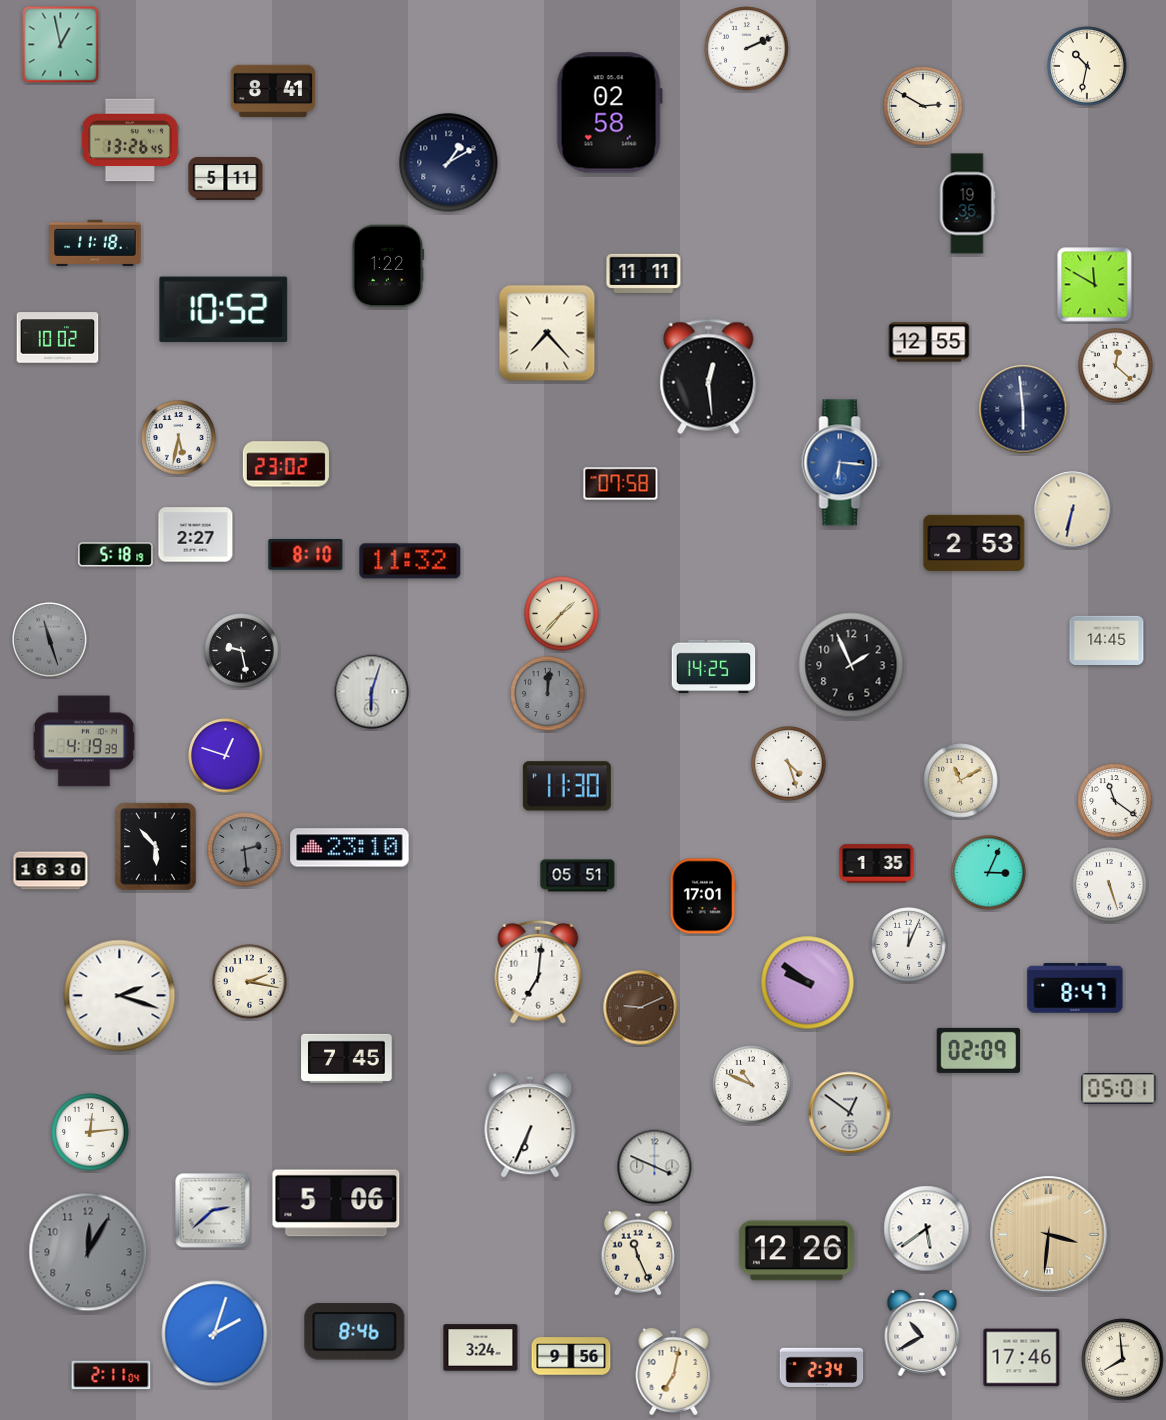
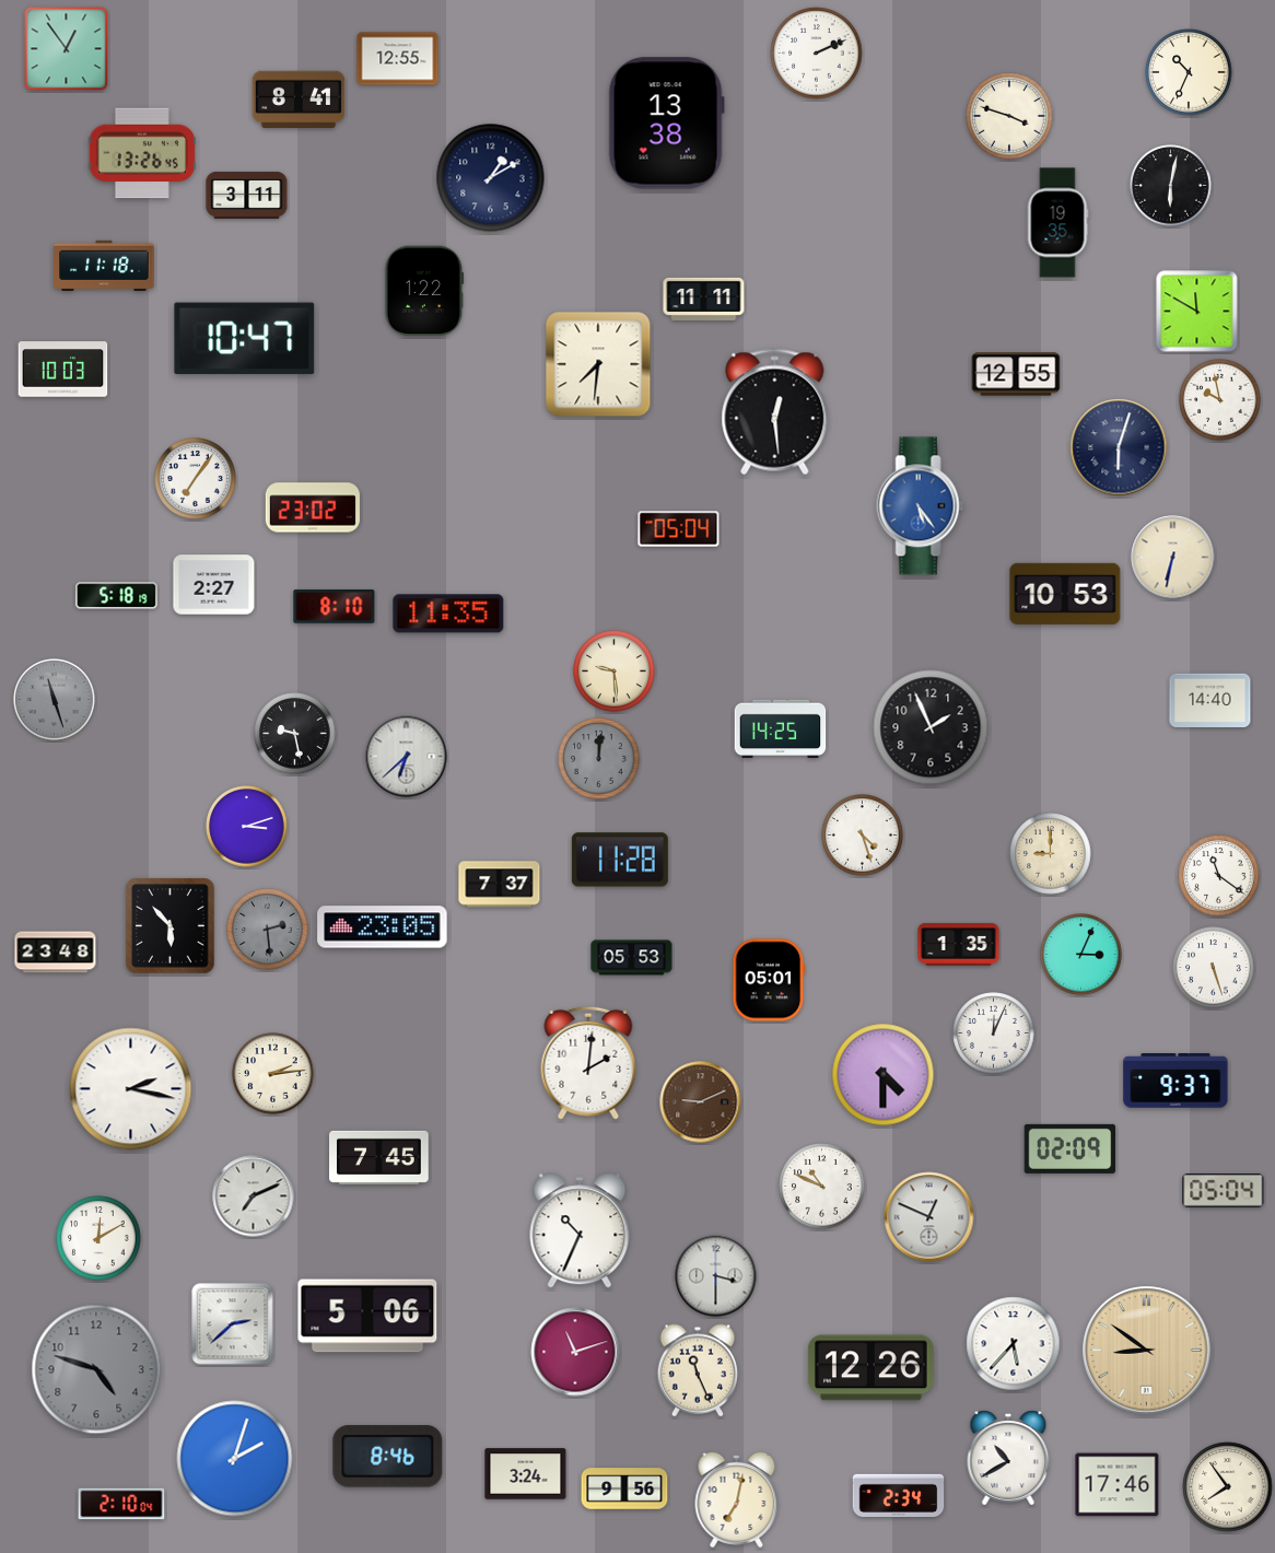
clock at (61, 45): 12:58 -> 12:54
clock at (398, 59): none -> 12:55
clock at (1087, 66): 10:32 -> 10:34
clock at (923, 106): 2:50 -> 3:48
clock at (609, 113): 02:58 -> 13:38
clock at (1171, 186): none -> 6:02
clock at (226, 178): 5:11 -> 3:11
clock at (224, 310): 10:52 -> 10:47
clock at (547, 333): 7:23 -> 7:31
clock at (58, 338): 10:02 -> 10:03
clock at (1116, 366): 12:22 -> 9:58
clock at (1023, 409): 5:59 -> 6:03
clock at (179, 438): 5:32 -> 7:06
clock at (842, 463): 6:16 -> 5:24
clock at (621, 484): 07:58 -> 05:04
clock at (974, 543): 2:53 -> 10:53
clock at (116, 555) position: (116, 555) -> (117, 596)
clock at (410, 561): 11:32 -> 11:35
clock at (562, 614): 1:37 -> 9:29
clock at (1107, 640): 14:45 -> 14:40
clock at (242, 651) position: (242, 651) -> (295, 734)
clock at (372, 692): 6:03 -> 6:38
clock at (84, 741): 4:19 -> none
clock at (226, 756): 12:48 -> 3:12
clock at (961, 781): 11:10 -> 9:00
clock at (567, 786): 11:30 -> 11:28
clock at (500, 885): none -> 7:37
clock at (350, 848): 23:10 -> 23:05
clock at (51, 871): 16:30 -> 23:48
clock at (578, 876): 05:51 -> 05:53
clock at (703, 896): 17:01 -> 05:01
clock at (538, 972): 7:01 -> 2:01
clock at (250, 982): 2:17 -> 2:14
clock at (808, 983): 9:51 -> 4:30
clock at (1075, 989): 8:47 -> 9:37
clock at (120, 996): 2:18 -> 2:17
clock at (1119, 1089): 05:01 -> 05:04
clock at (254, 1196): none -> 7:11
clock at (850, 1113): 12:51 -> 12:49
clock at (530, 1125): 6:34 -> 10:34
clock at (90, 1132): 12:14 -> 12:10
clock at (655, 1167): 3:49 -> 3:30
clock at (927, 1229): 5:39 -> 5:37
clock at (1049, 1235): 3:31 -> 8:51
clock at (575, 1352): none -> 11:12
clock at (88, 1252): 12:05 -> 4:48
clock at (571, 1356) position: (571, 1356) -> (624, 1488)
clock at (1123, 1360): 7:59 -> 7:54
clock at (111, 1375): 2:11 -> 2:10
